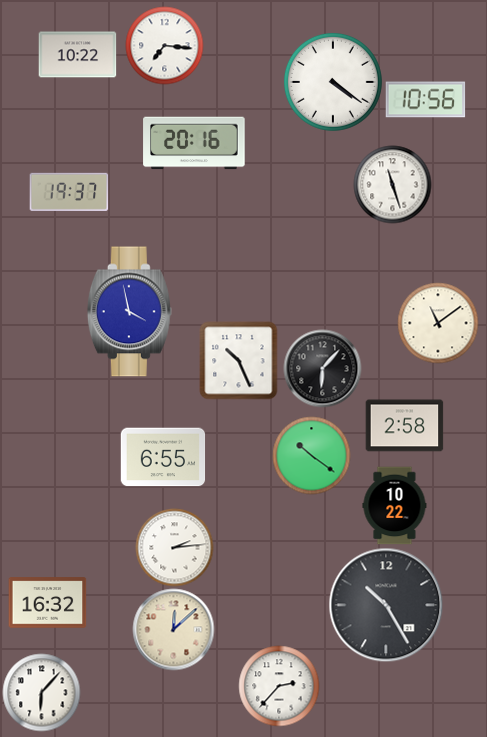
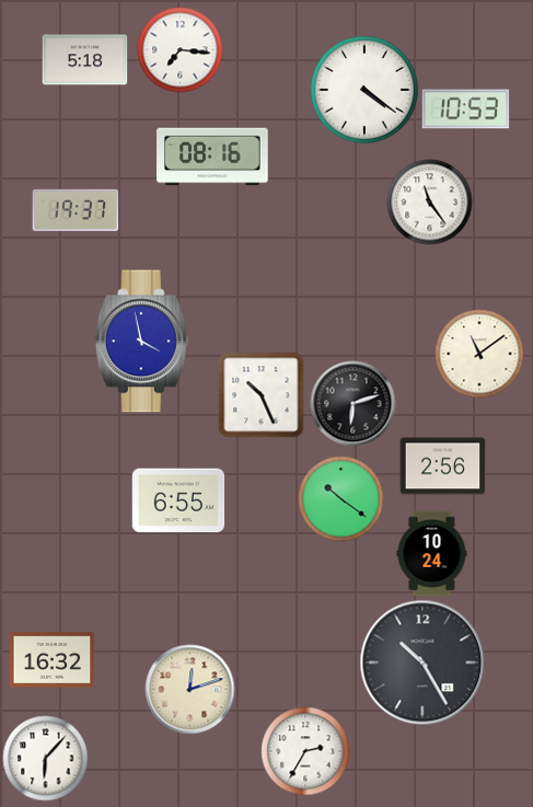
clock at (77, 55): 10:22 -> 5:18
clock at (425, 100): 10:56 -> 10:53
clock at (194, 143): 20:16 -> 08:16
clock at (392, 184): 11:27 -> 11:24
clock at (322, 368): 6:07 -> 6:12
clock at (404, 426): 2:58 -> 2:56
clock at (395, 505): 10:22 -> 10:24
clock at (174, 547): 2:14 -> none
clock at (173, 629): 12:08 -> 12:12
clock at (279, 686): 2:37 -> 2:35
